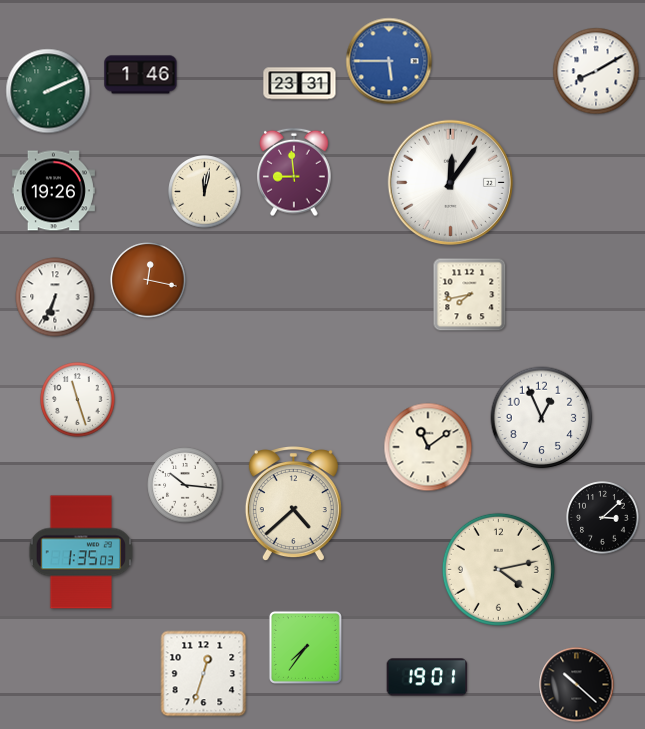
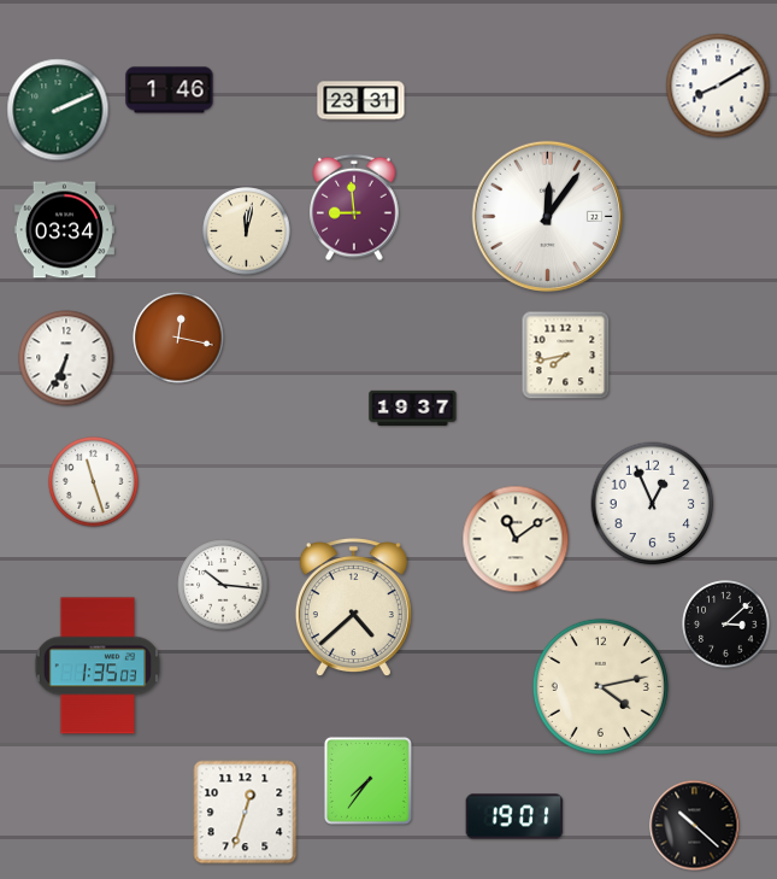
clock at (389, 61): 5:45 -> none
clock at (450, 182) position: (450, 182) -> (547, 216)
clock at (53, 191): 19:26 -> 03:34
clock at (413, 408): none -> 19:37
